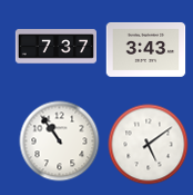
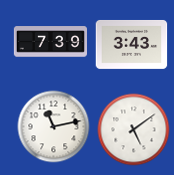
clock at (55, 47): 7:37 -> 7:39
clock at (60, 142): 10:54 -> 11:13
